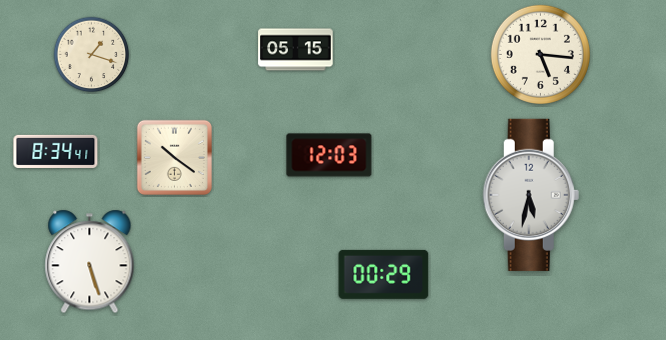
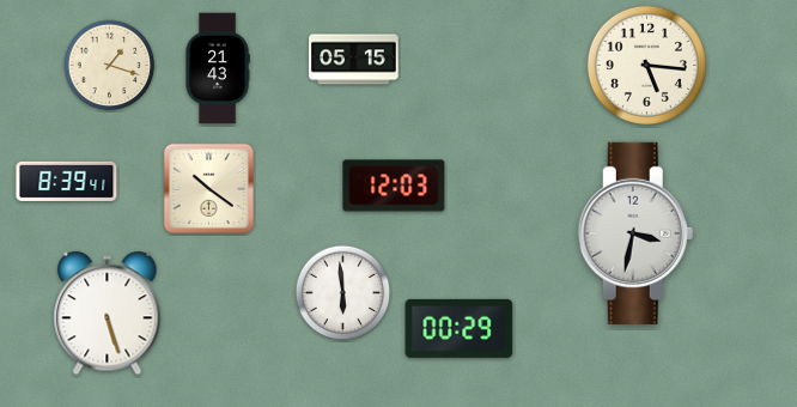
clock at (218, 68): none -> 21:43
clock at (56, 151): 8:34 -> 8:39
clock at (531, 195): 5:32 -> 3:32
clock at (343, 293): none -> 5:59
